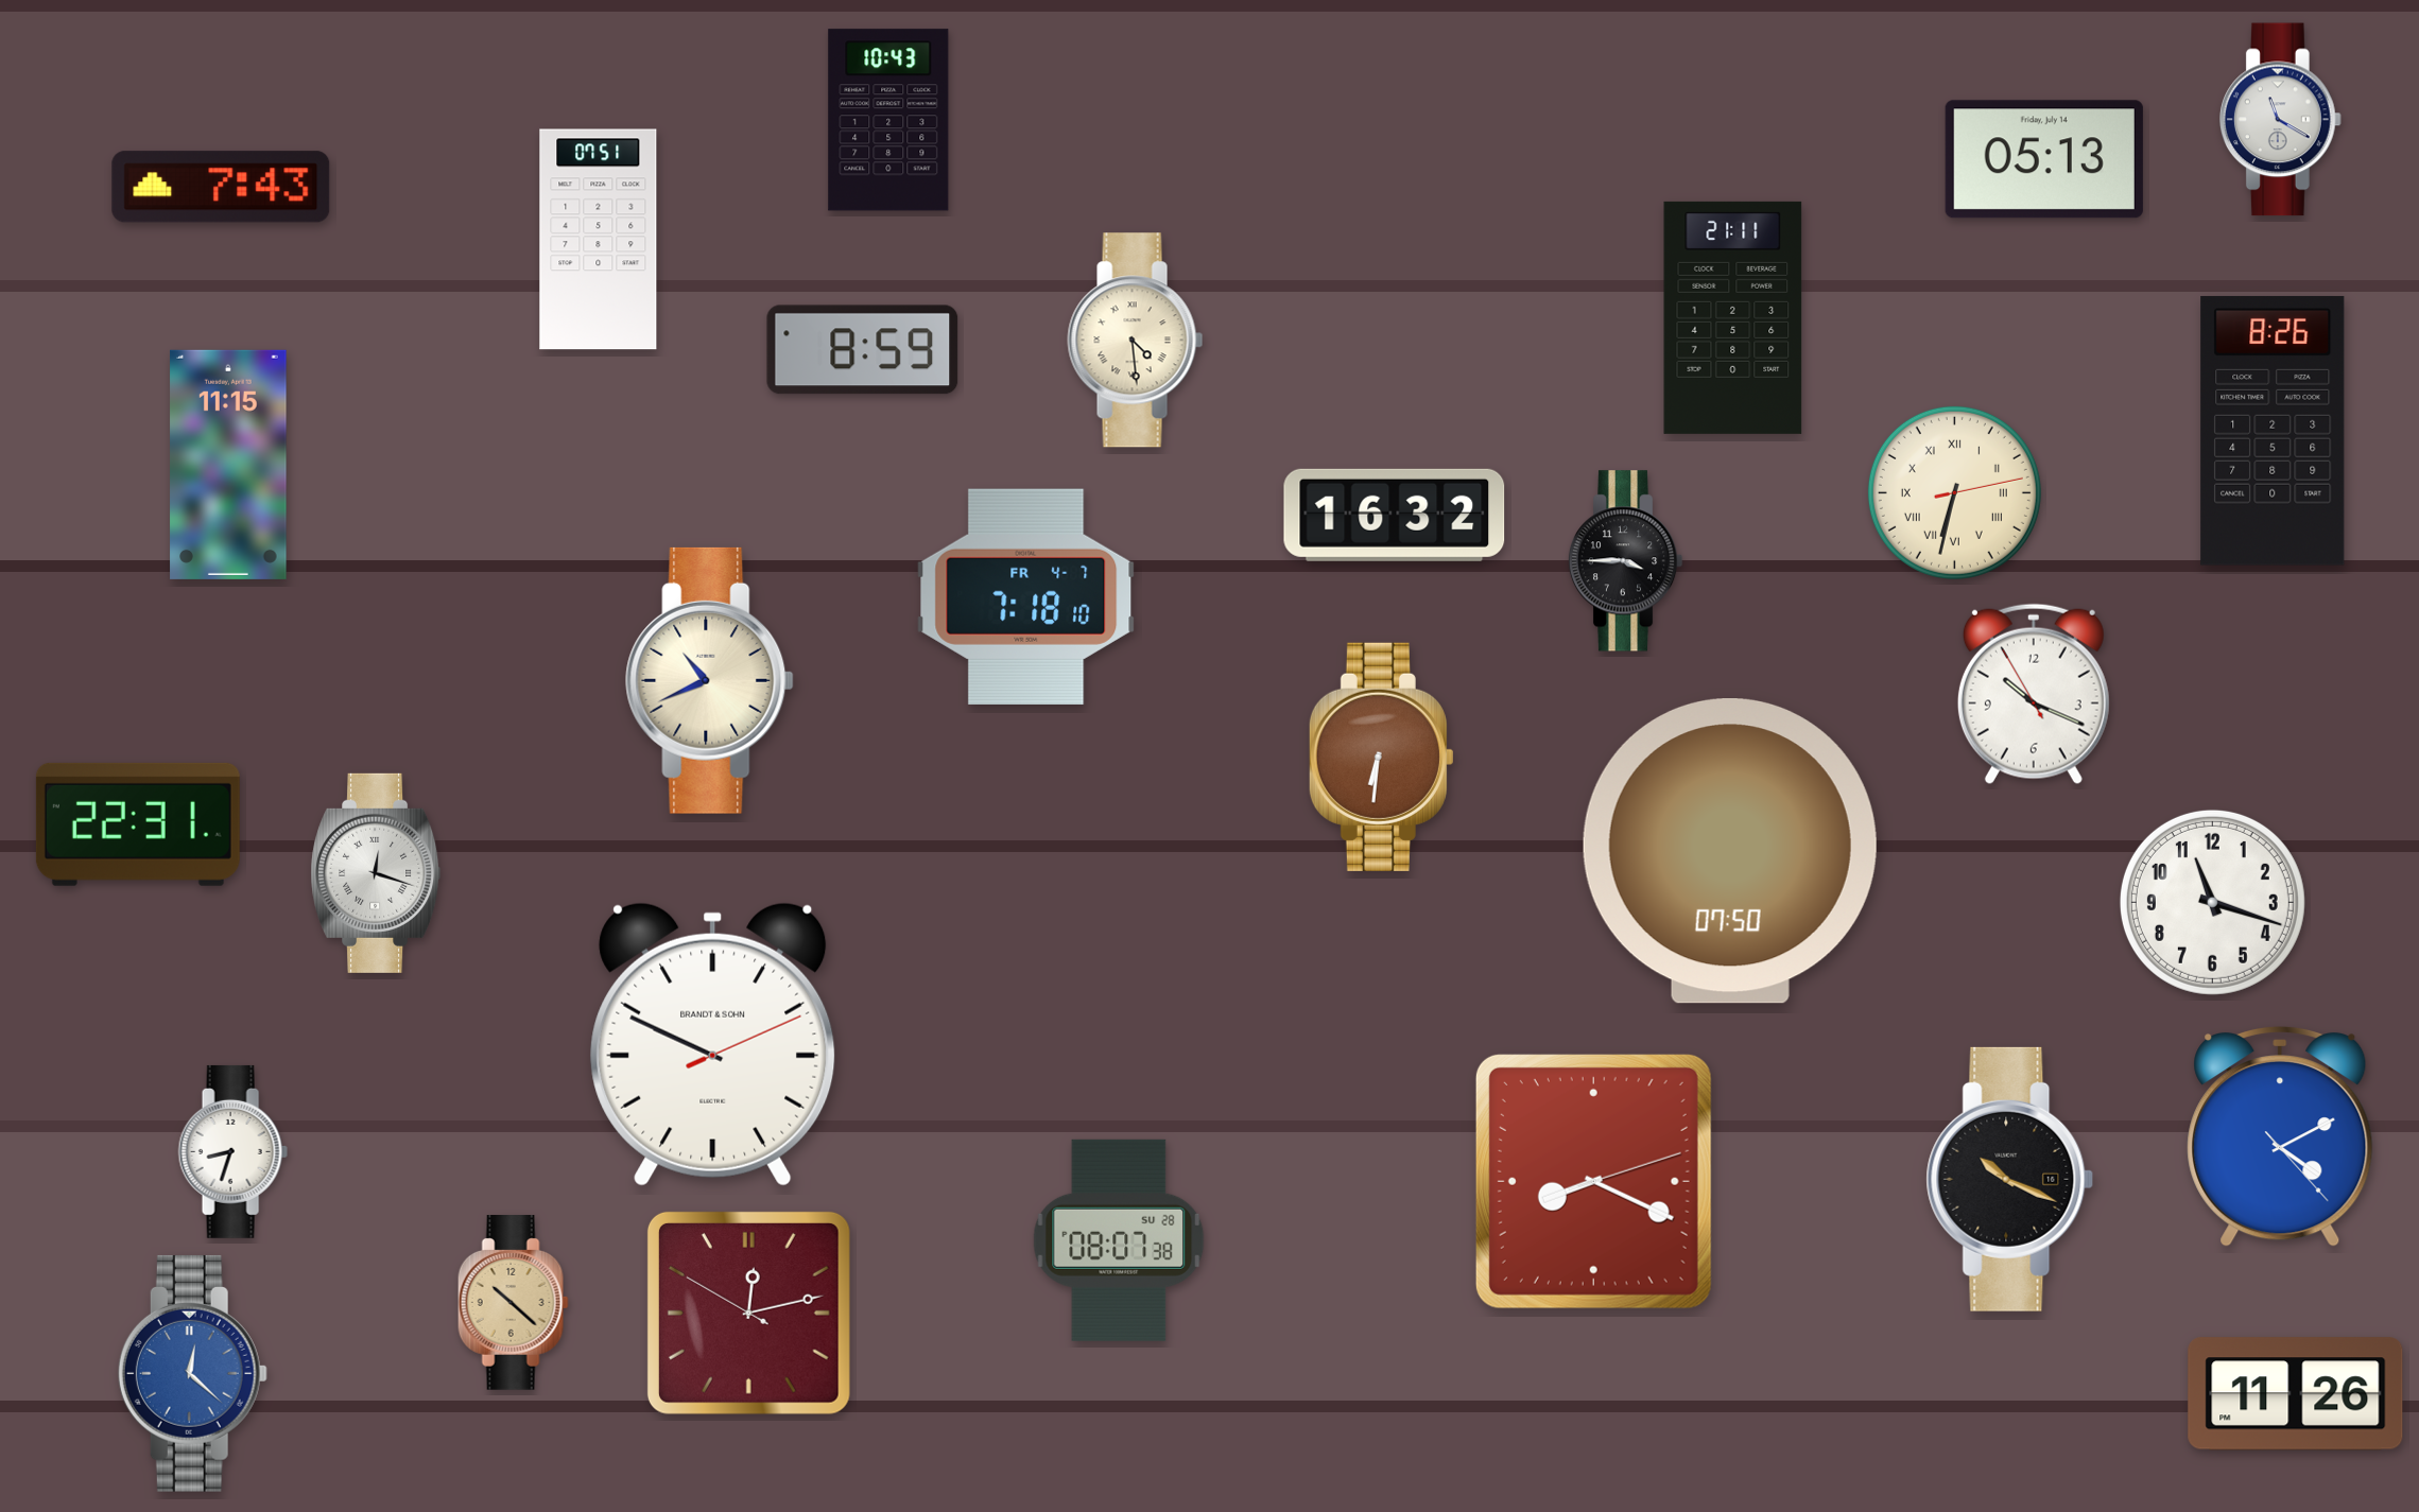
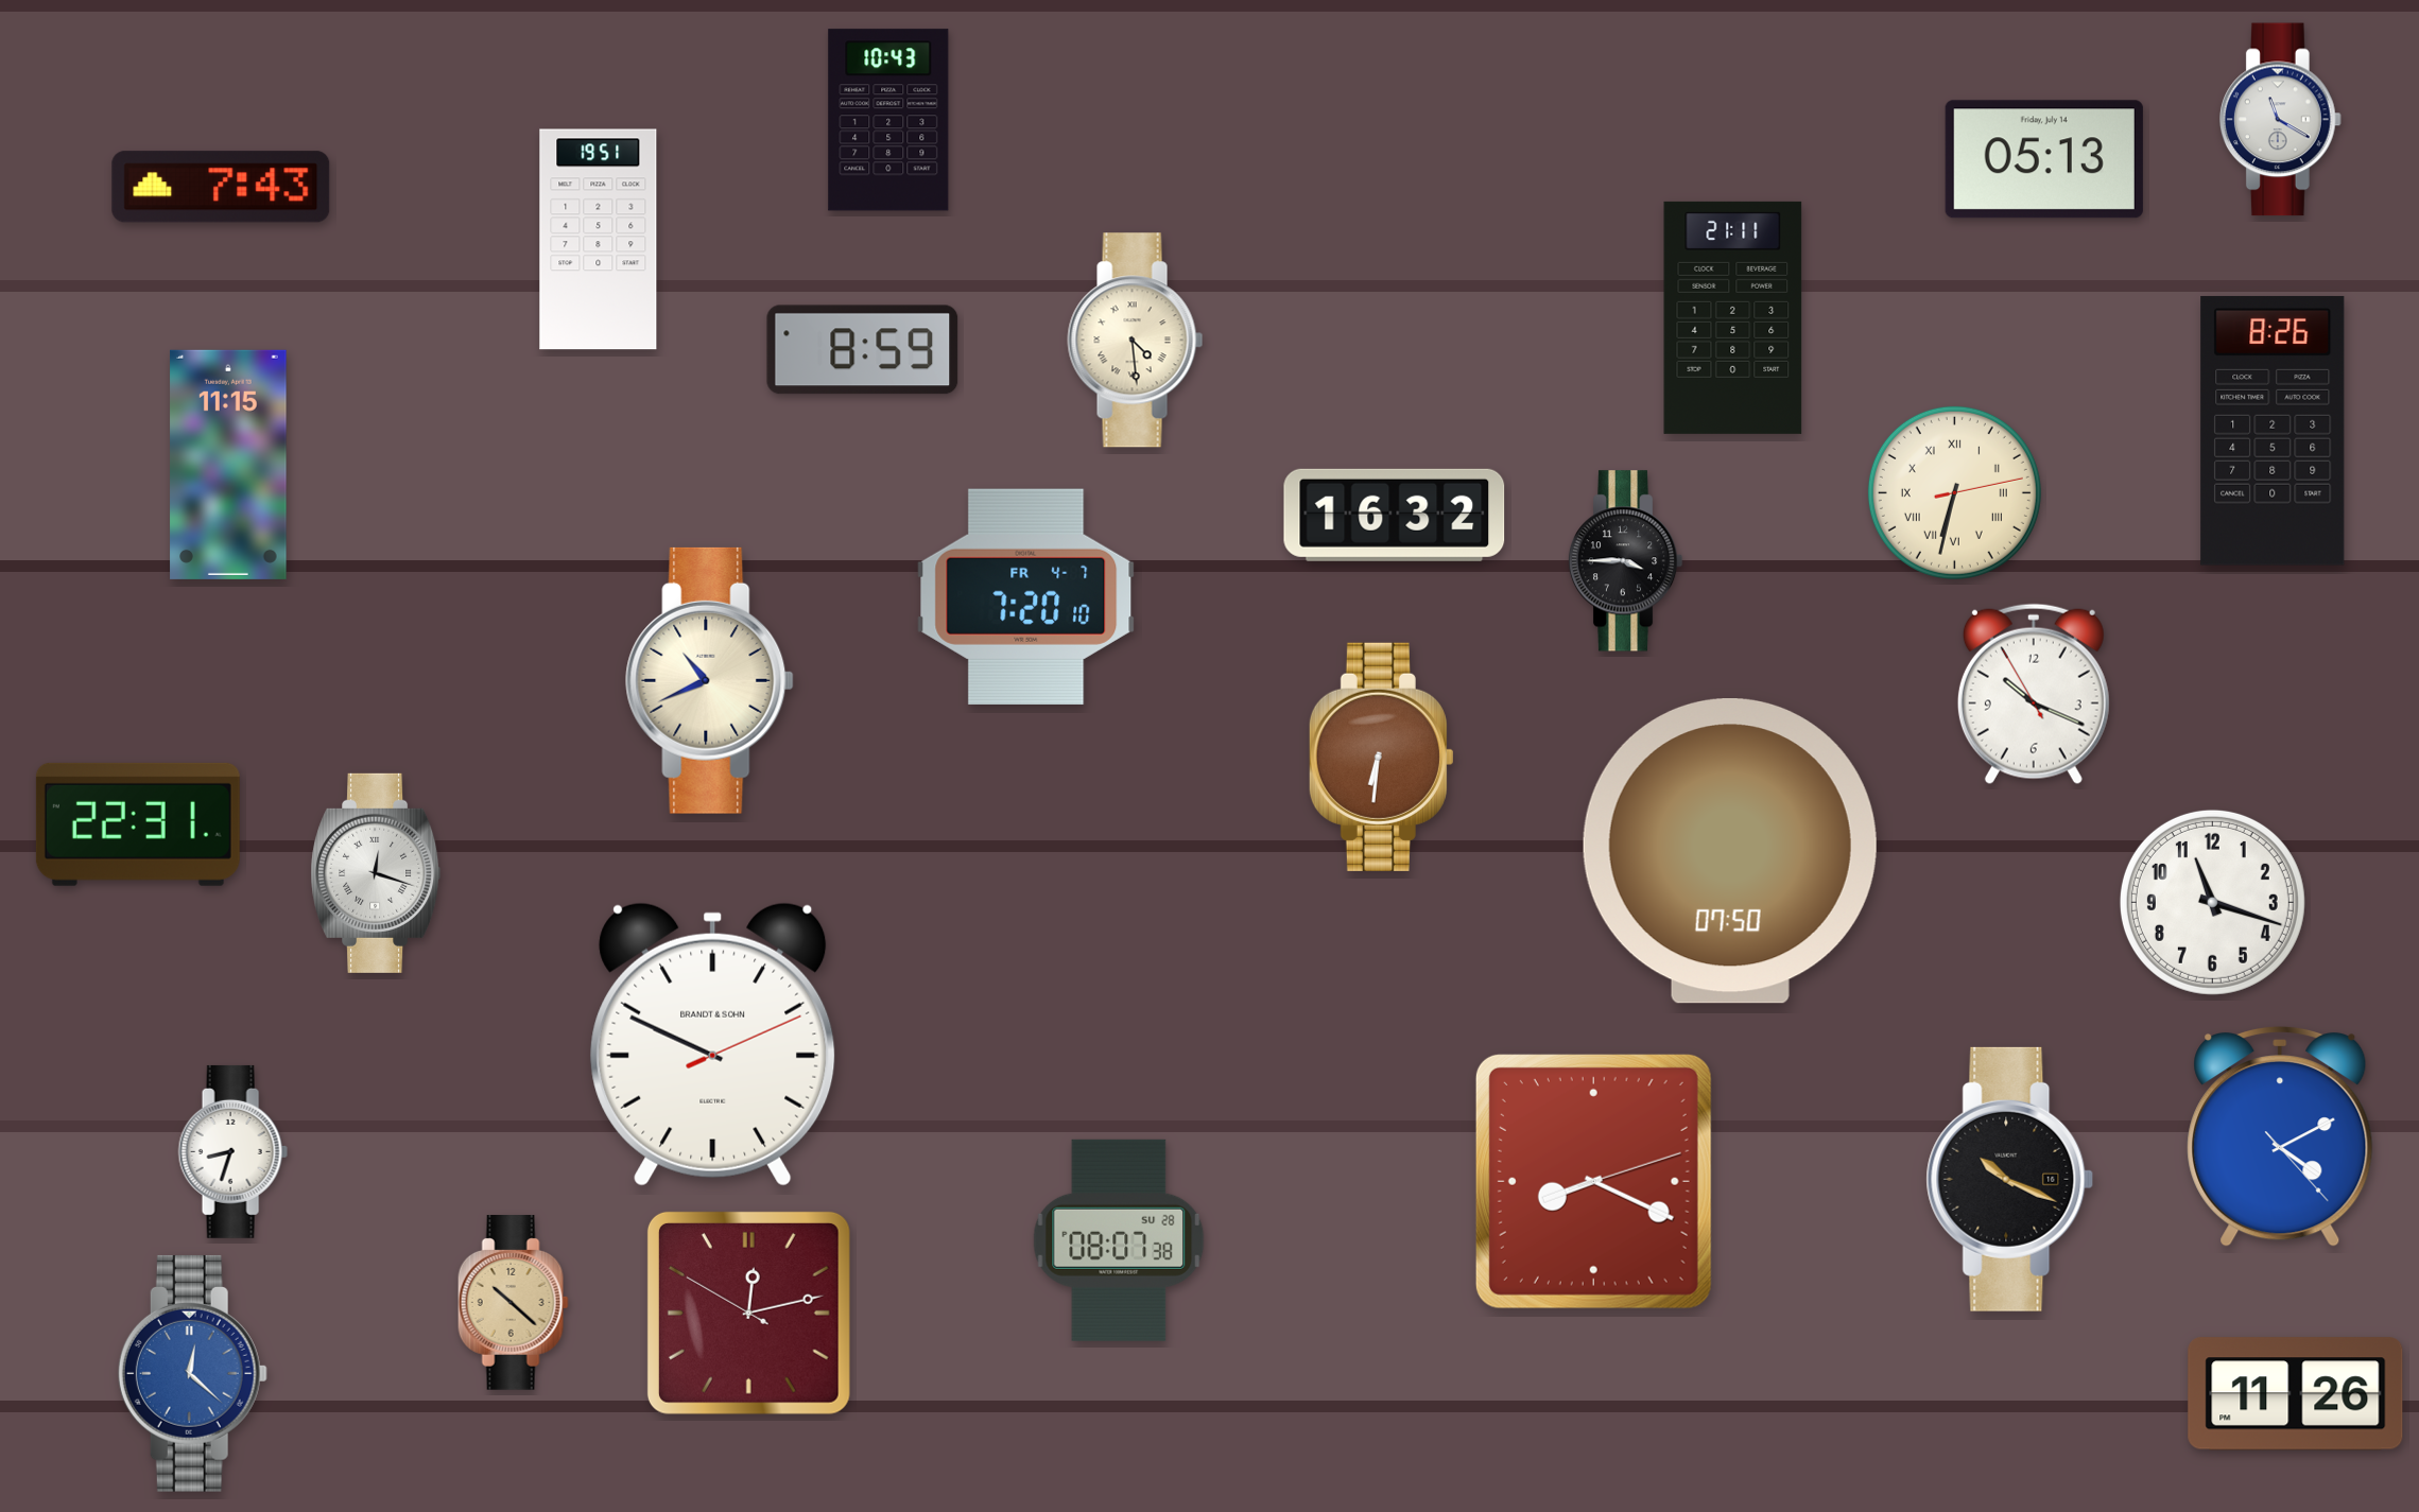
clock at (599, 240): 07:51 -> 19:51
clock at (1026, 596): 7:18 -> 7:20
